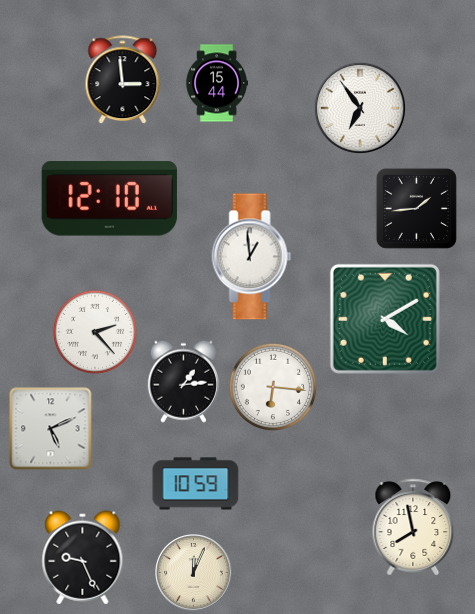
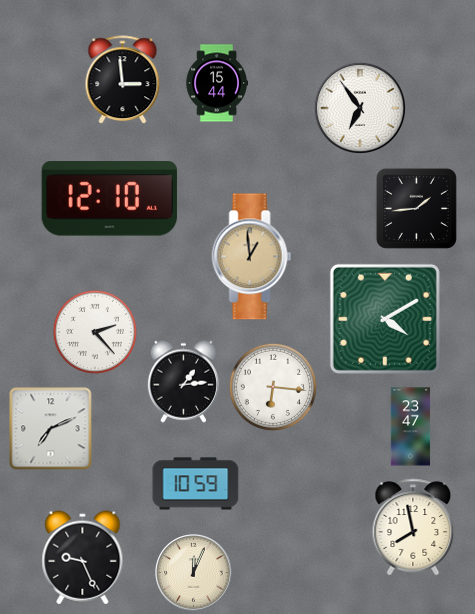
clock at (252, 257) dial: white -> champagne
clock at (411, 427): none -> 23:47
clock at (51, 429): 5:11 -> 7:11
